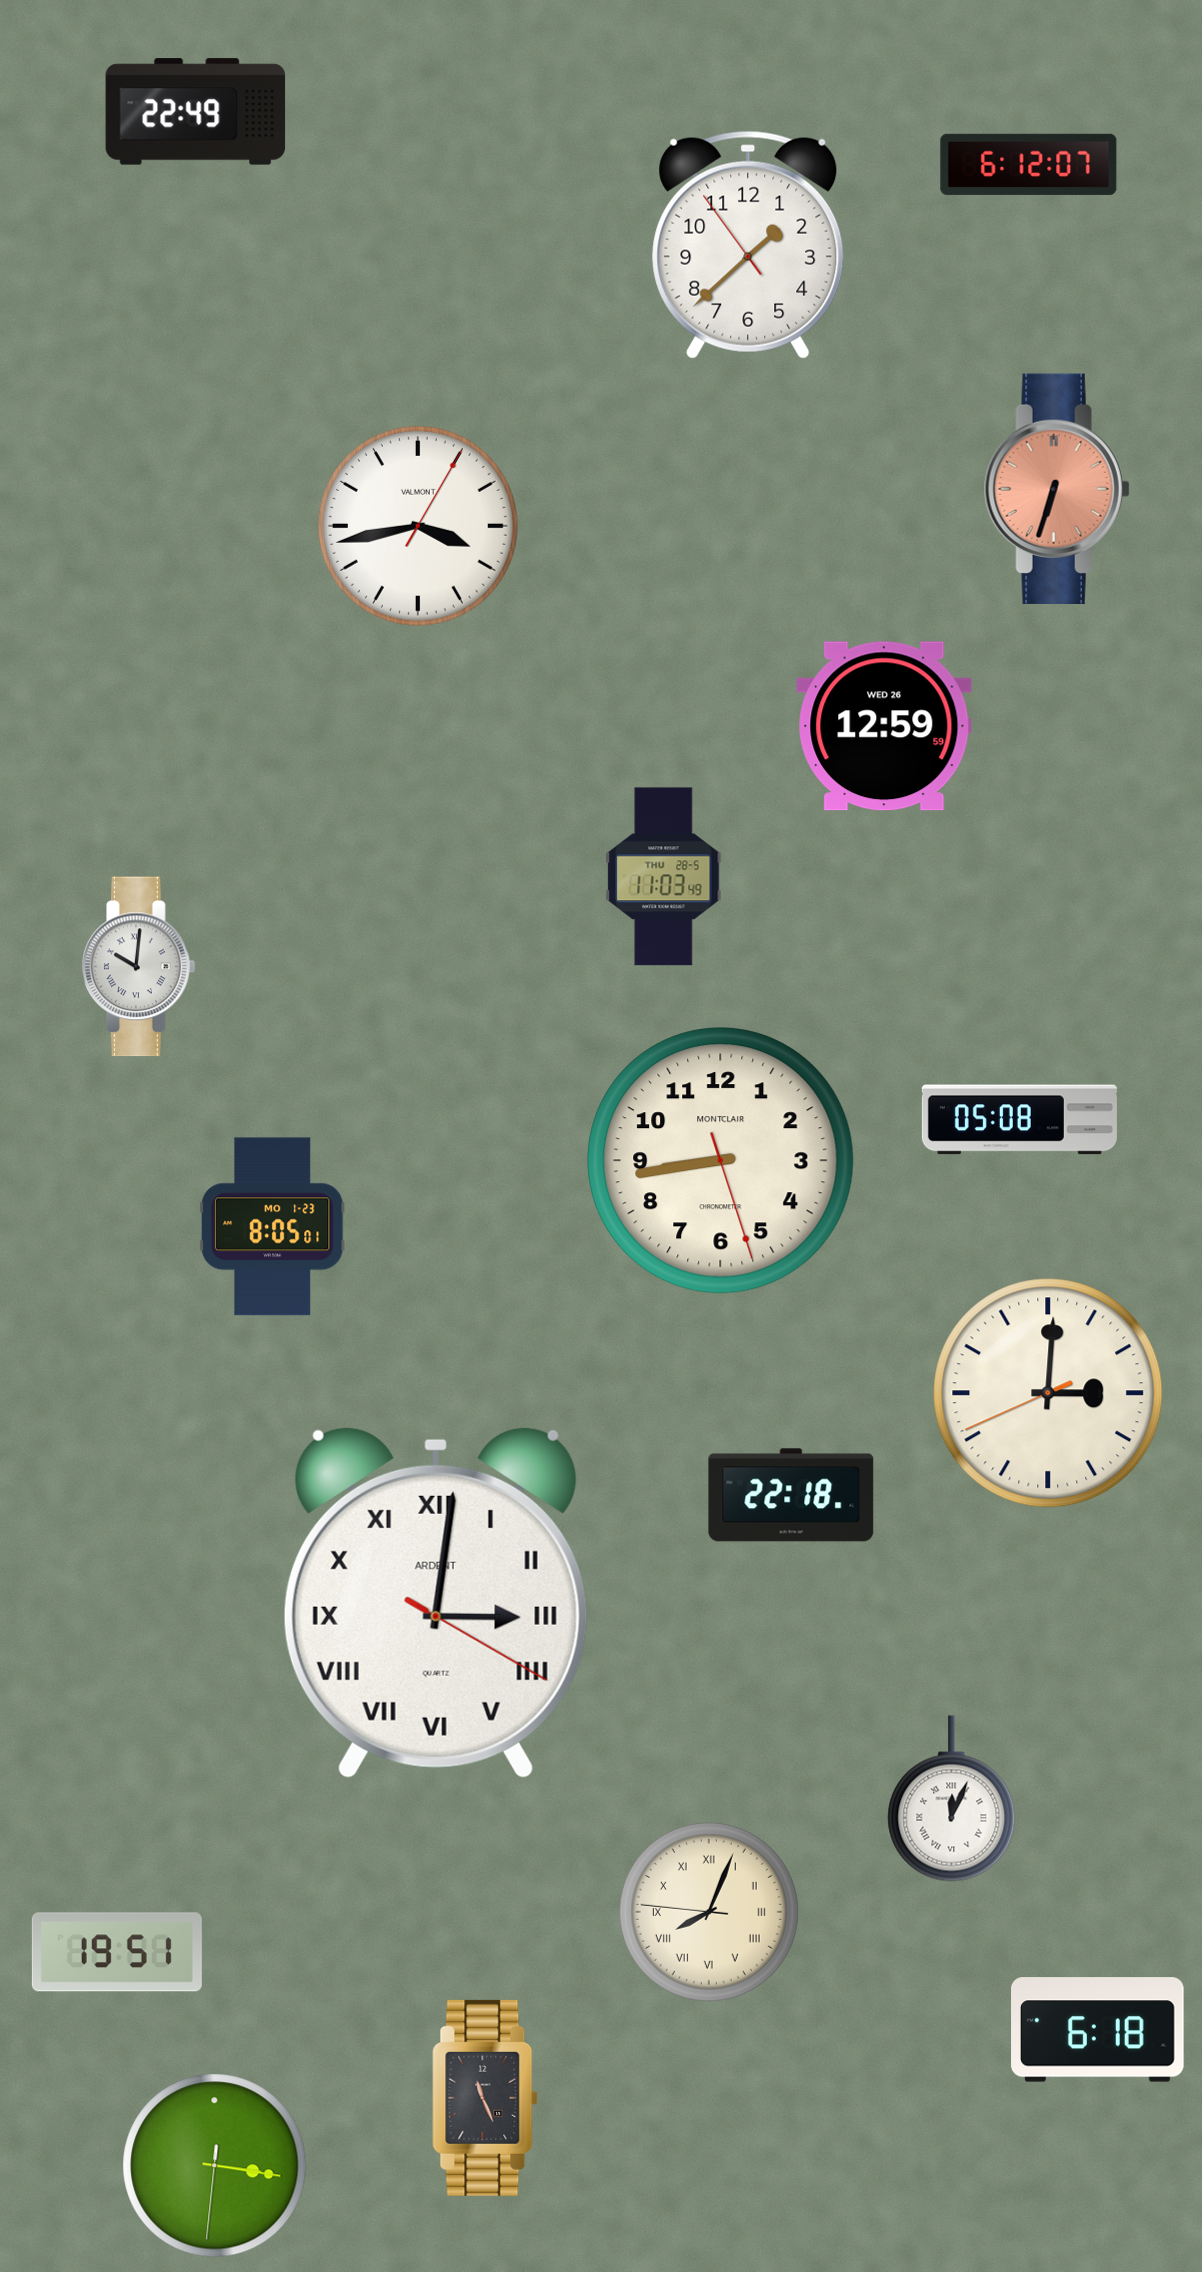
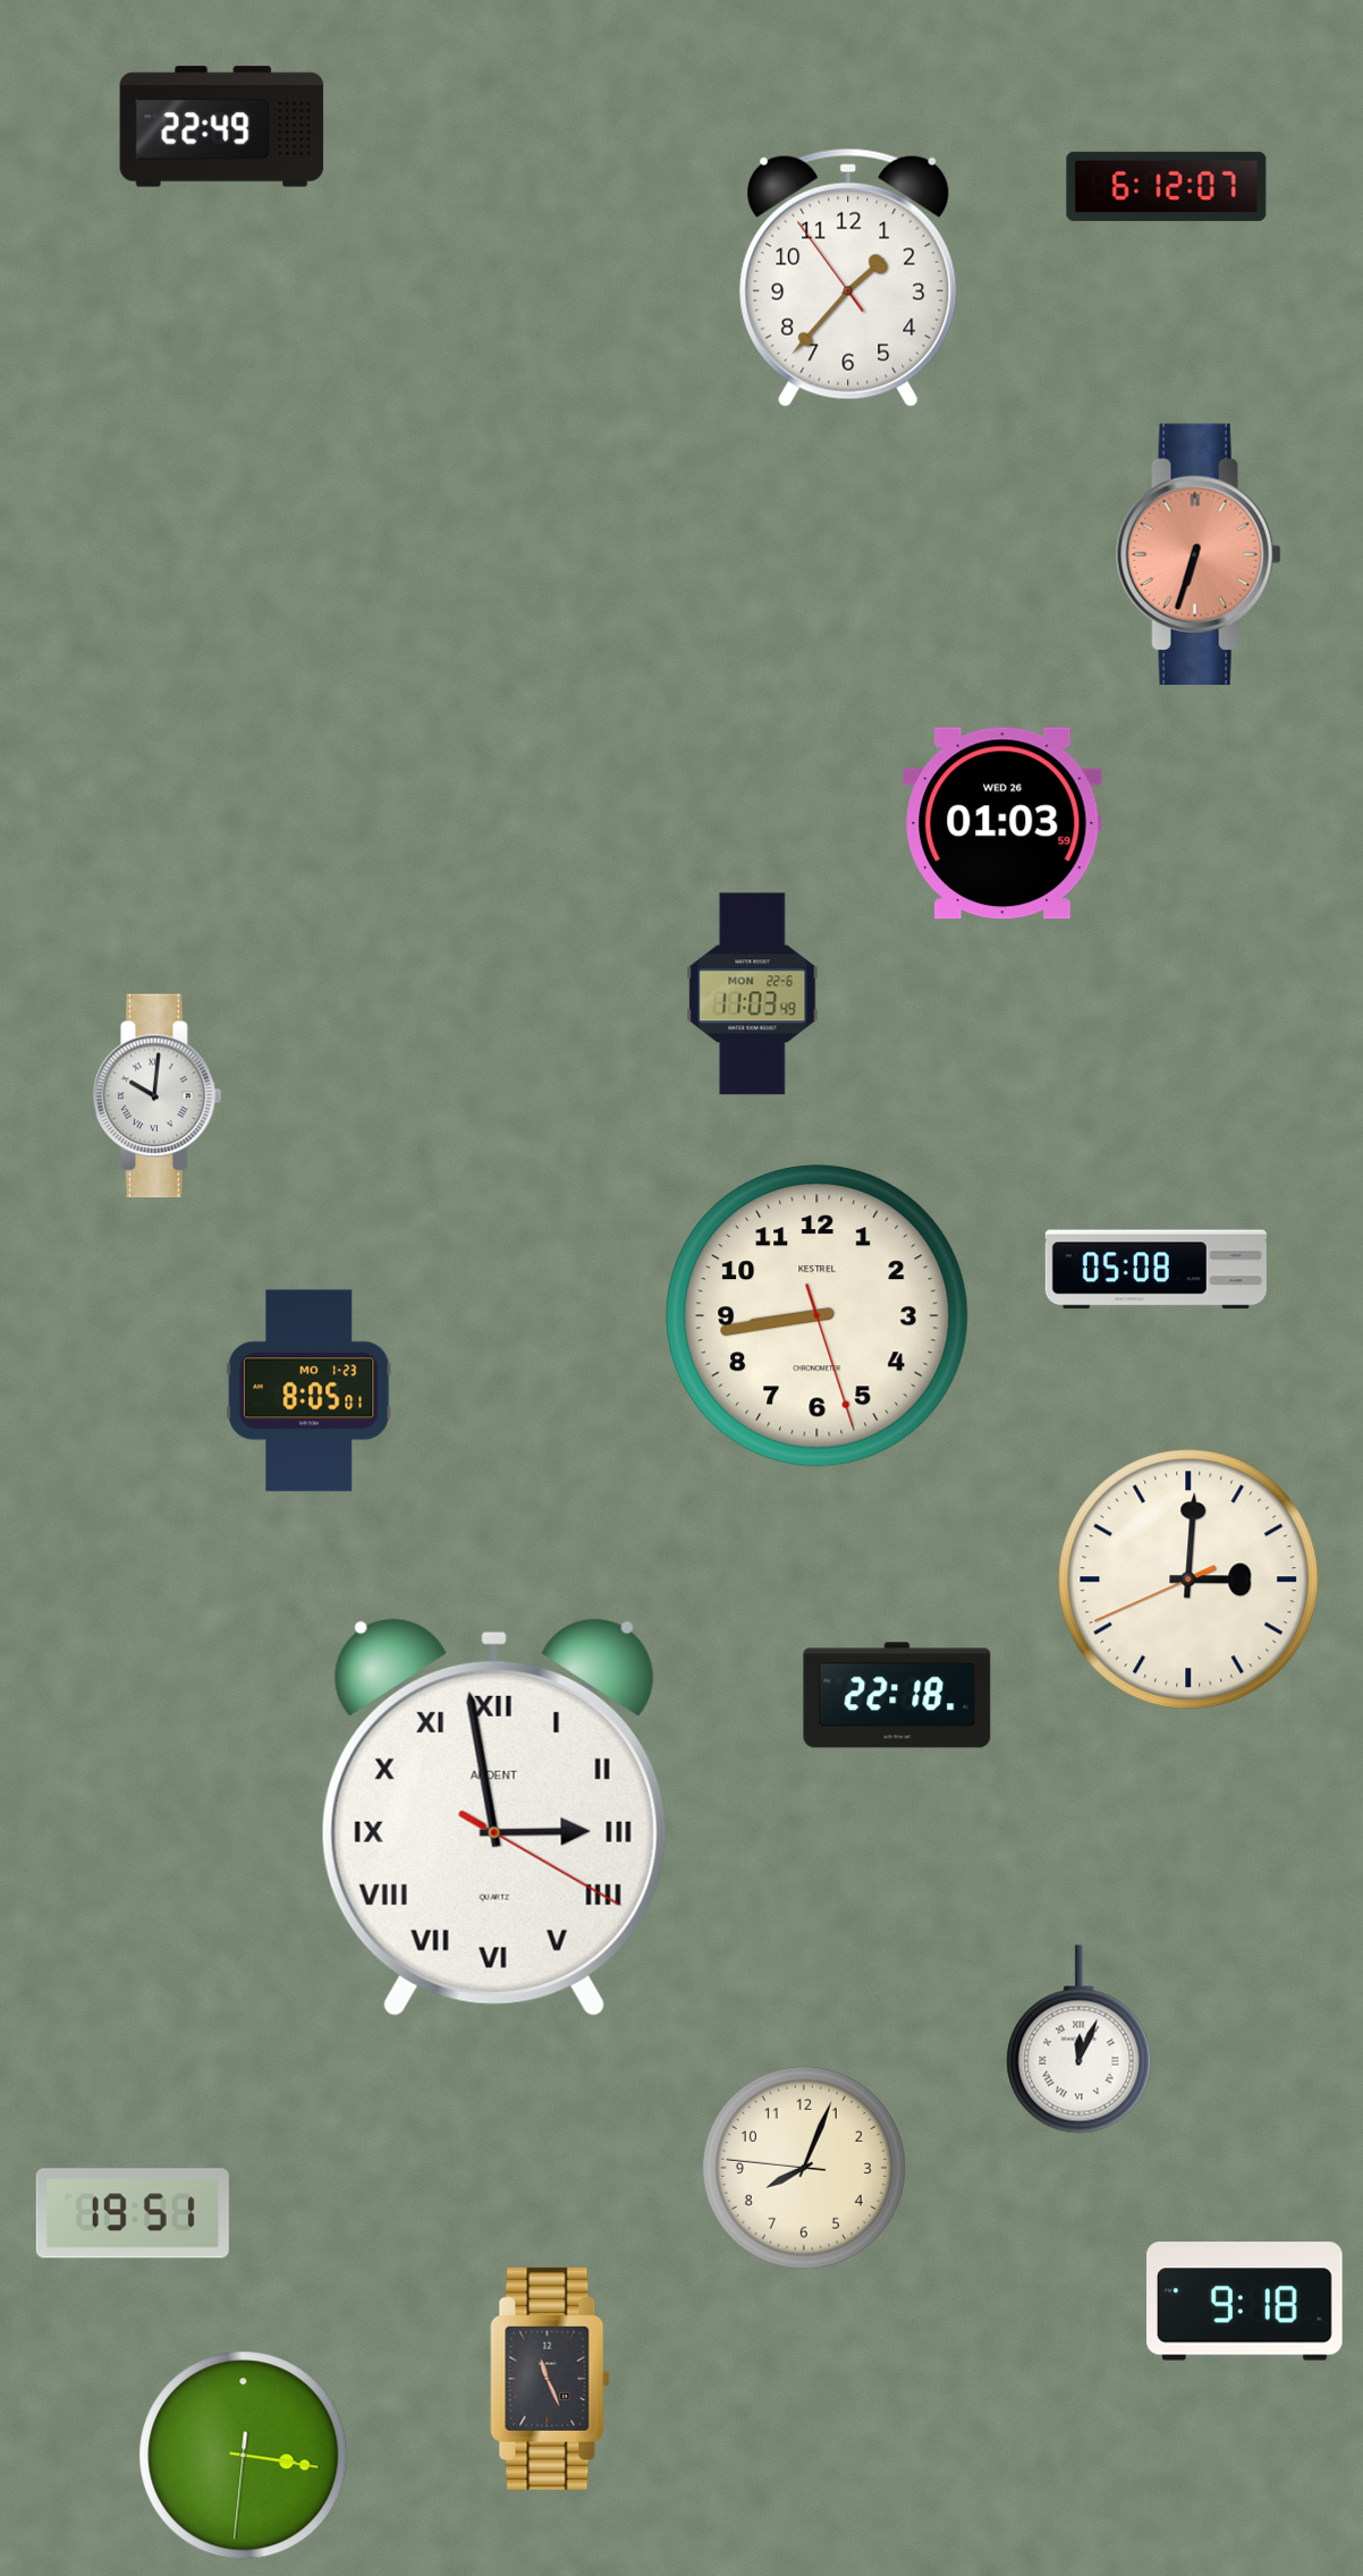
clock at (748, 245): 1:37 -> 1:36
clock at (418, 526): 3:43 -> none
clock at (884, 726): 12:59 -> 01:03
clock at (664, 877) date: THU 28-5 -> MON 22-6
clock at (721, 1161) brand: MONTCLAIR -> KESTREL
clock at (436, 1602): 3:01 -> 2:58
clock at (709, 1912) numerals: Roman -> Arabic
clock at (1098, 2030): 6:18 -> 9:18
